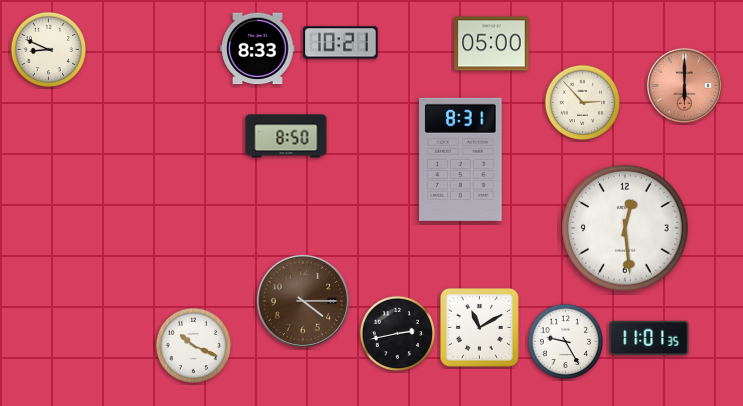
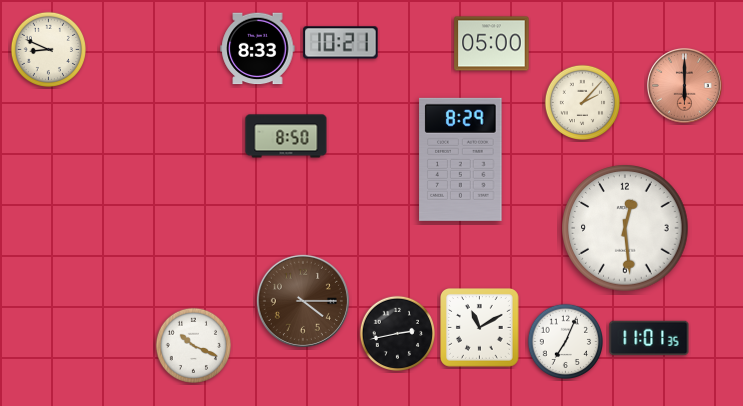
clock at (583, 103): 2:53 -> 2:07
clock at (461, 159): 8:31 -> 8:29
clock at (566, 342): 9:25 -> 7:04
